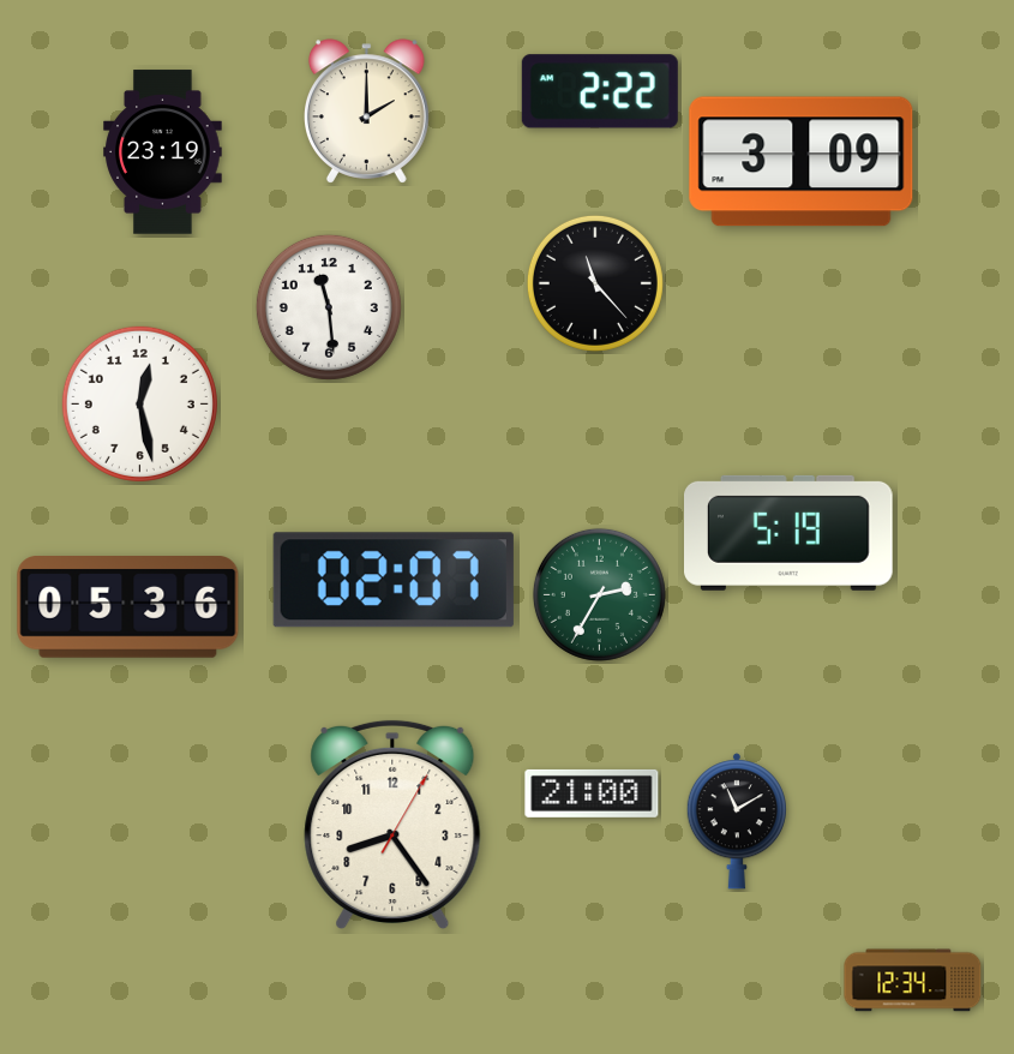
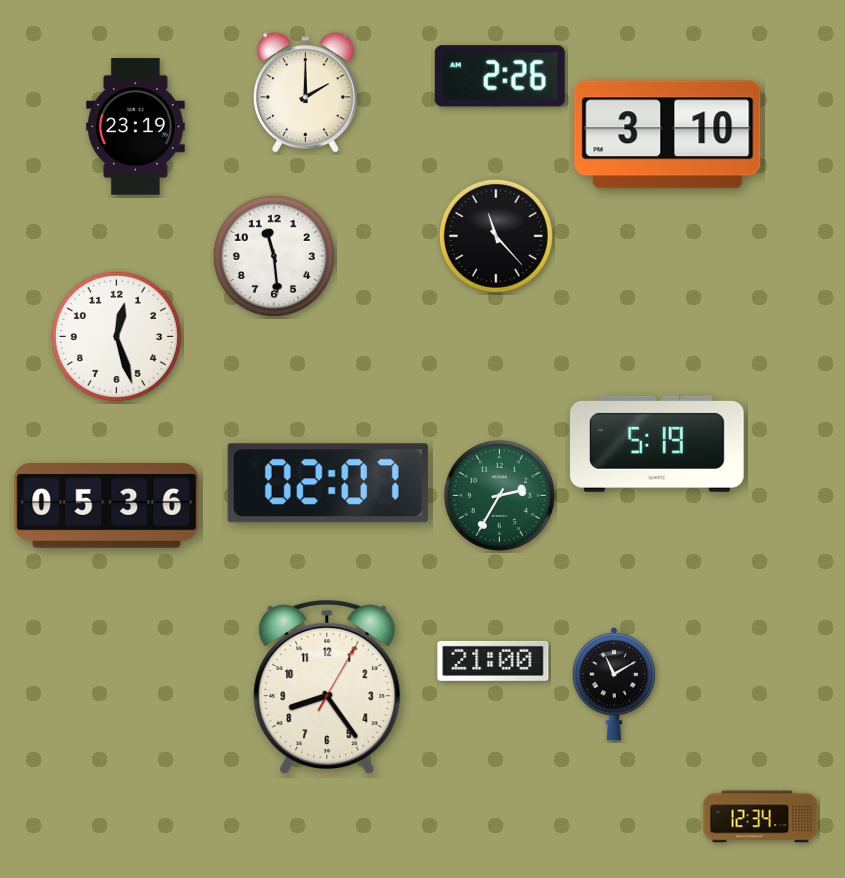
clock at (600, 91): 2:22 -> 2:26
clock at (802, 162): 3:09 -> 3:10
clock at (139, 403): 12:28 -> 12:27
